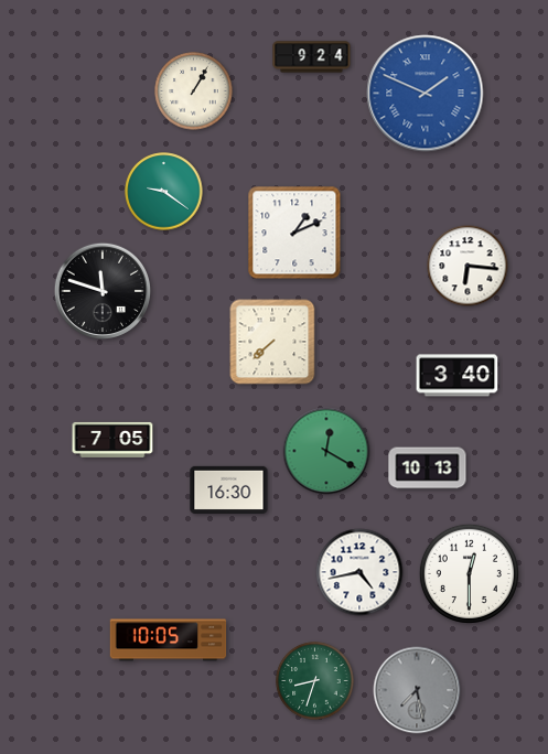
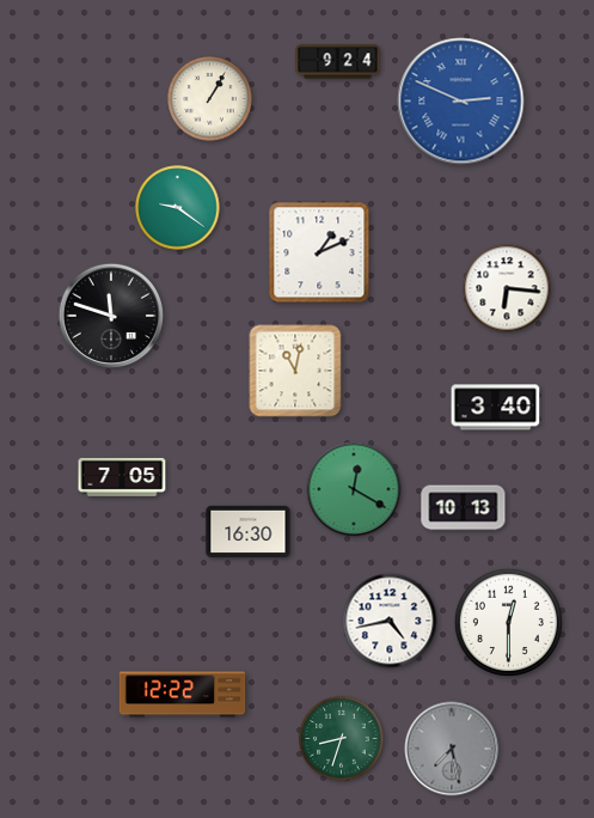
clock at (426, 94): 1:49 -> 2:49
clock at (272, 342): 7:38 -> 11:02
clock at (169, 640): 10:05 -> 12:22
